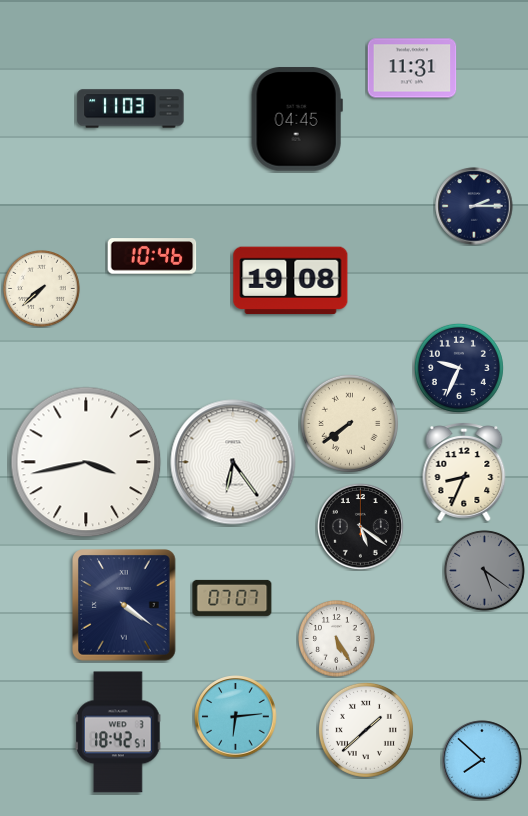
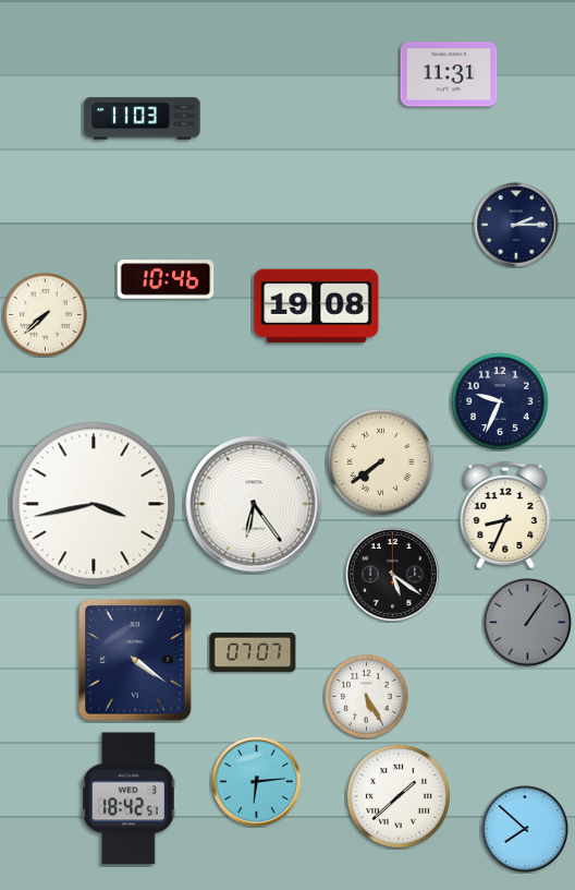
clock at (297, 119): 04:45 -> none
clock at (485, 571): 5:21 -> 1:06
